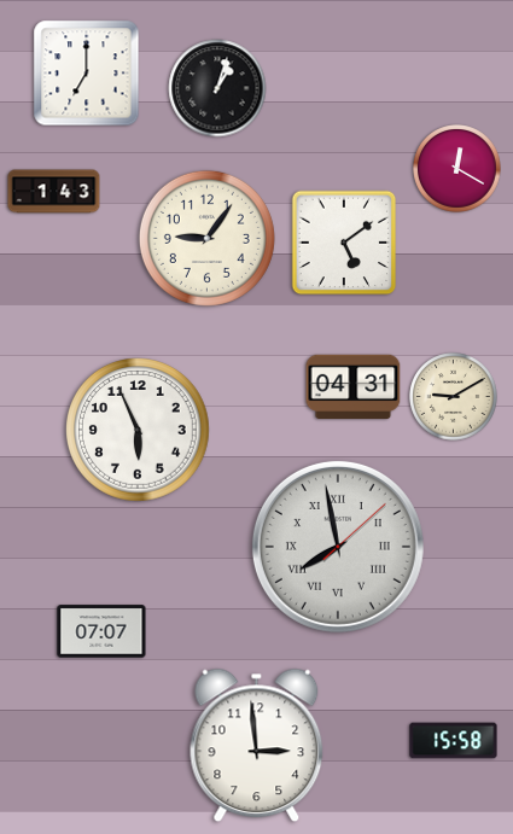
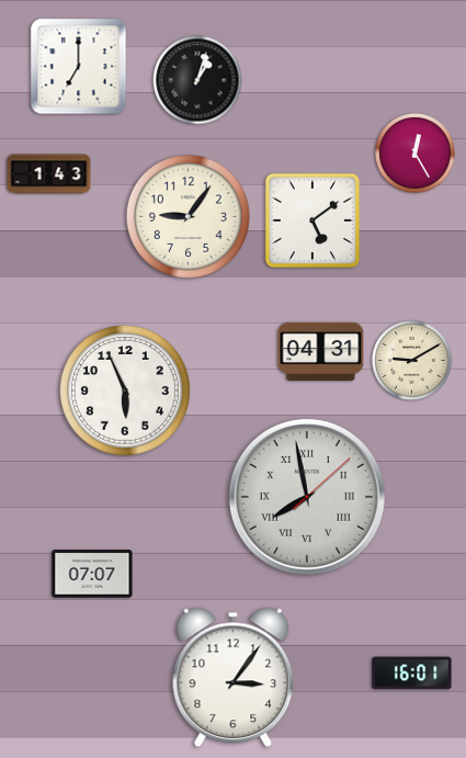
clock at (457, 169): 12:20 -> 12:25
clock at (454, 741): 15:58 -> 16:01
clock at (257, 746): 2:59 -> 3:06
